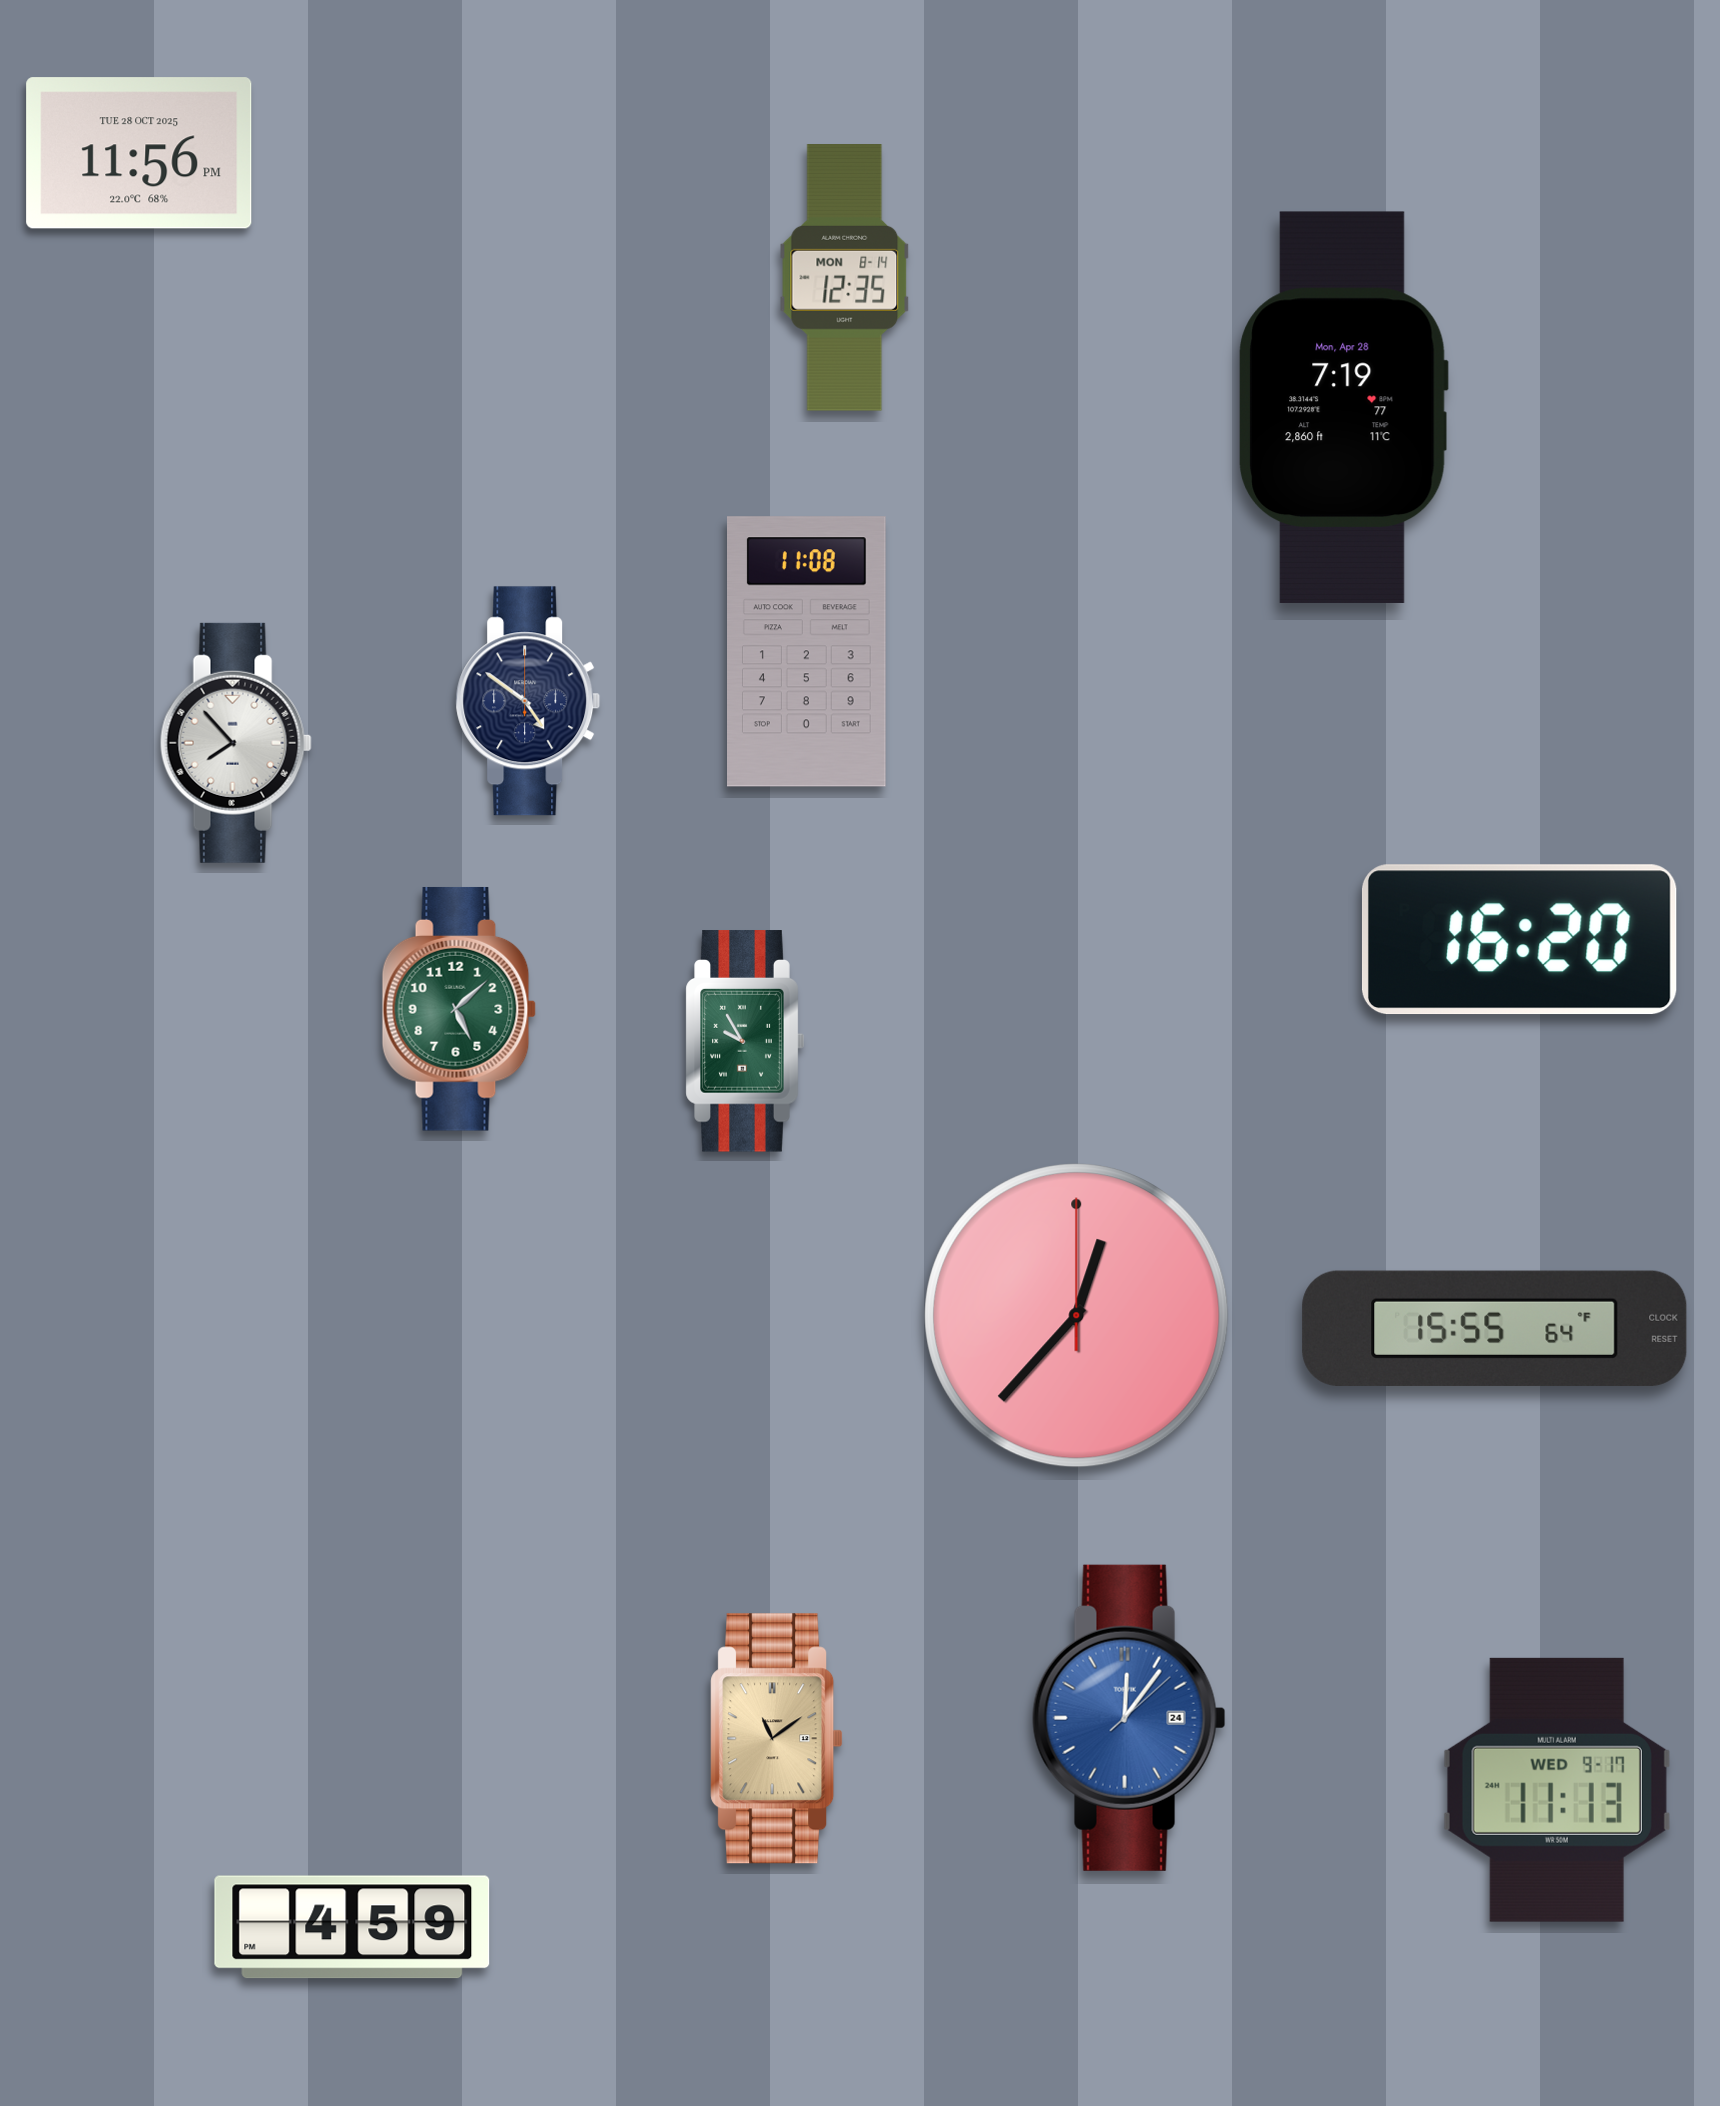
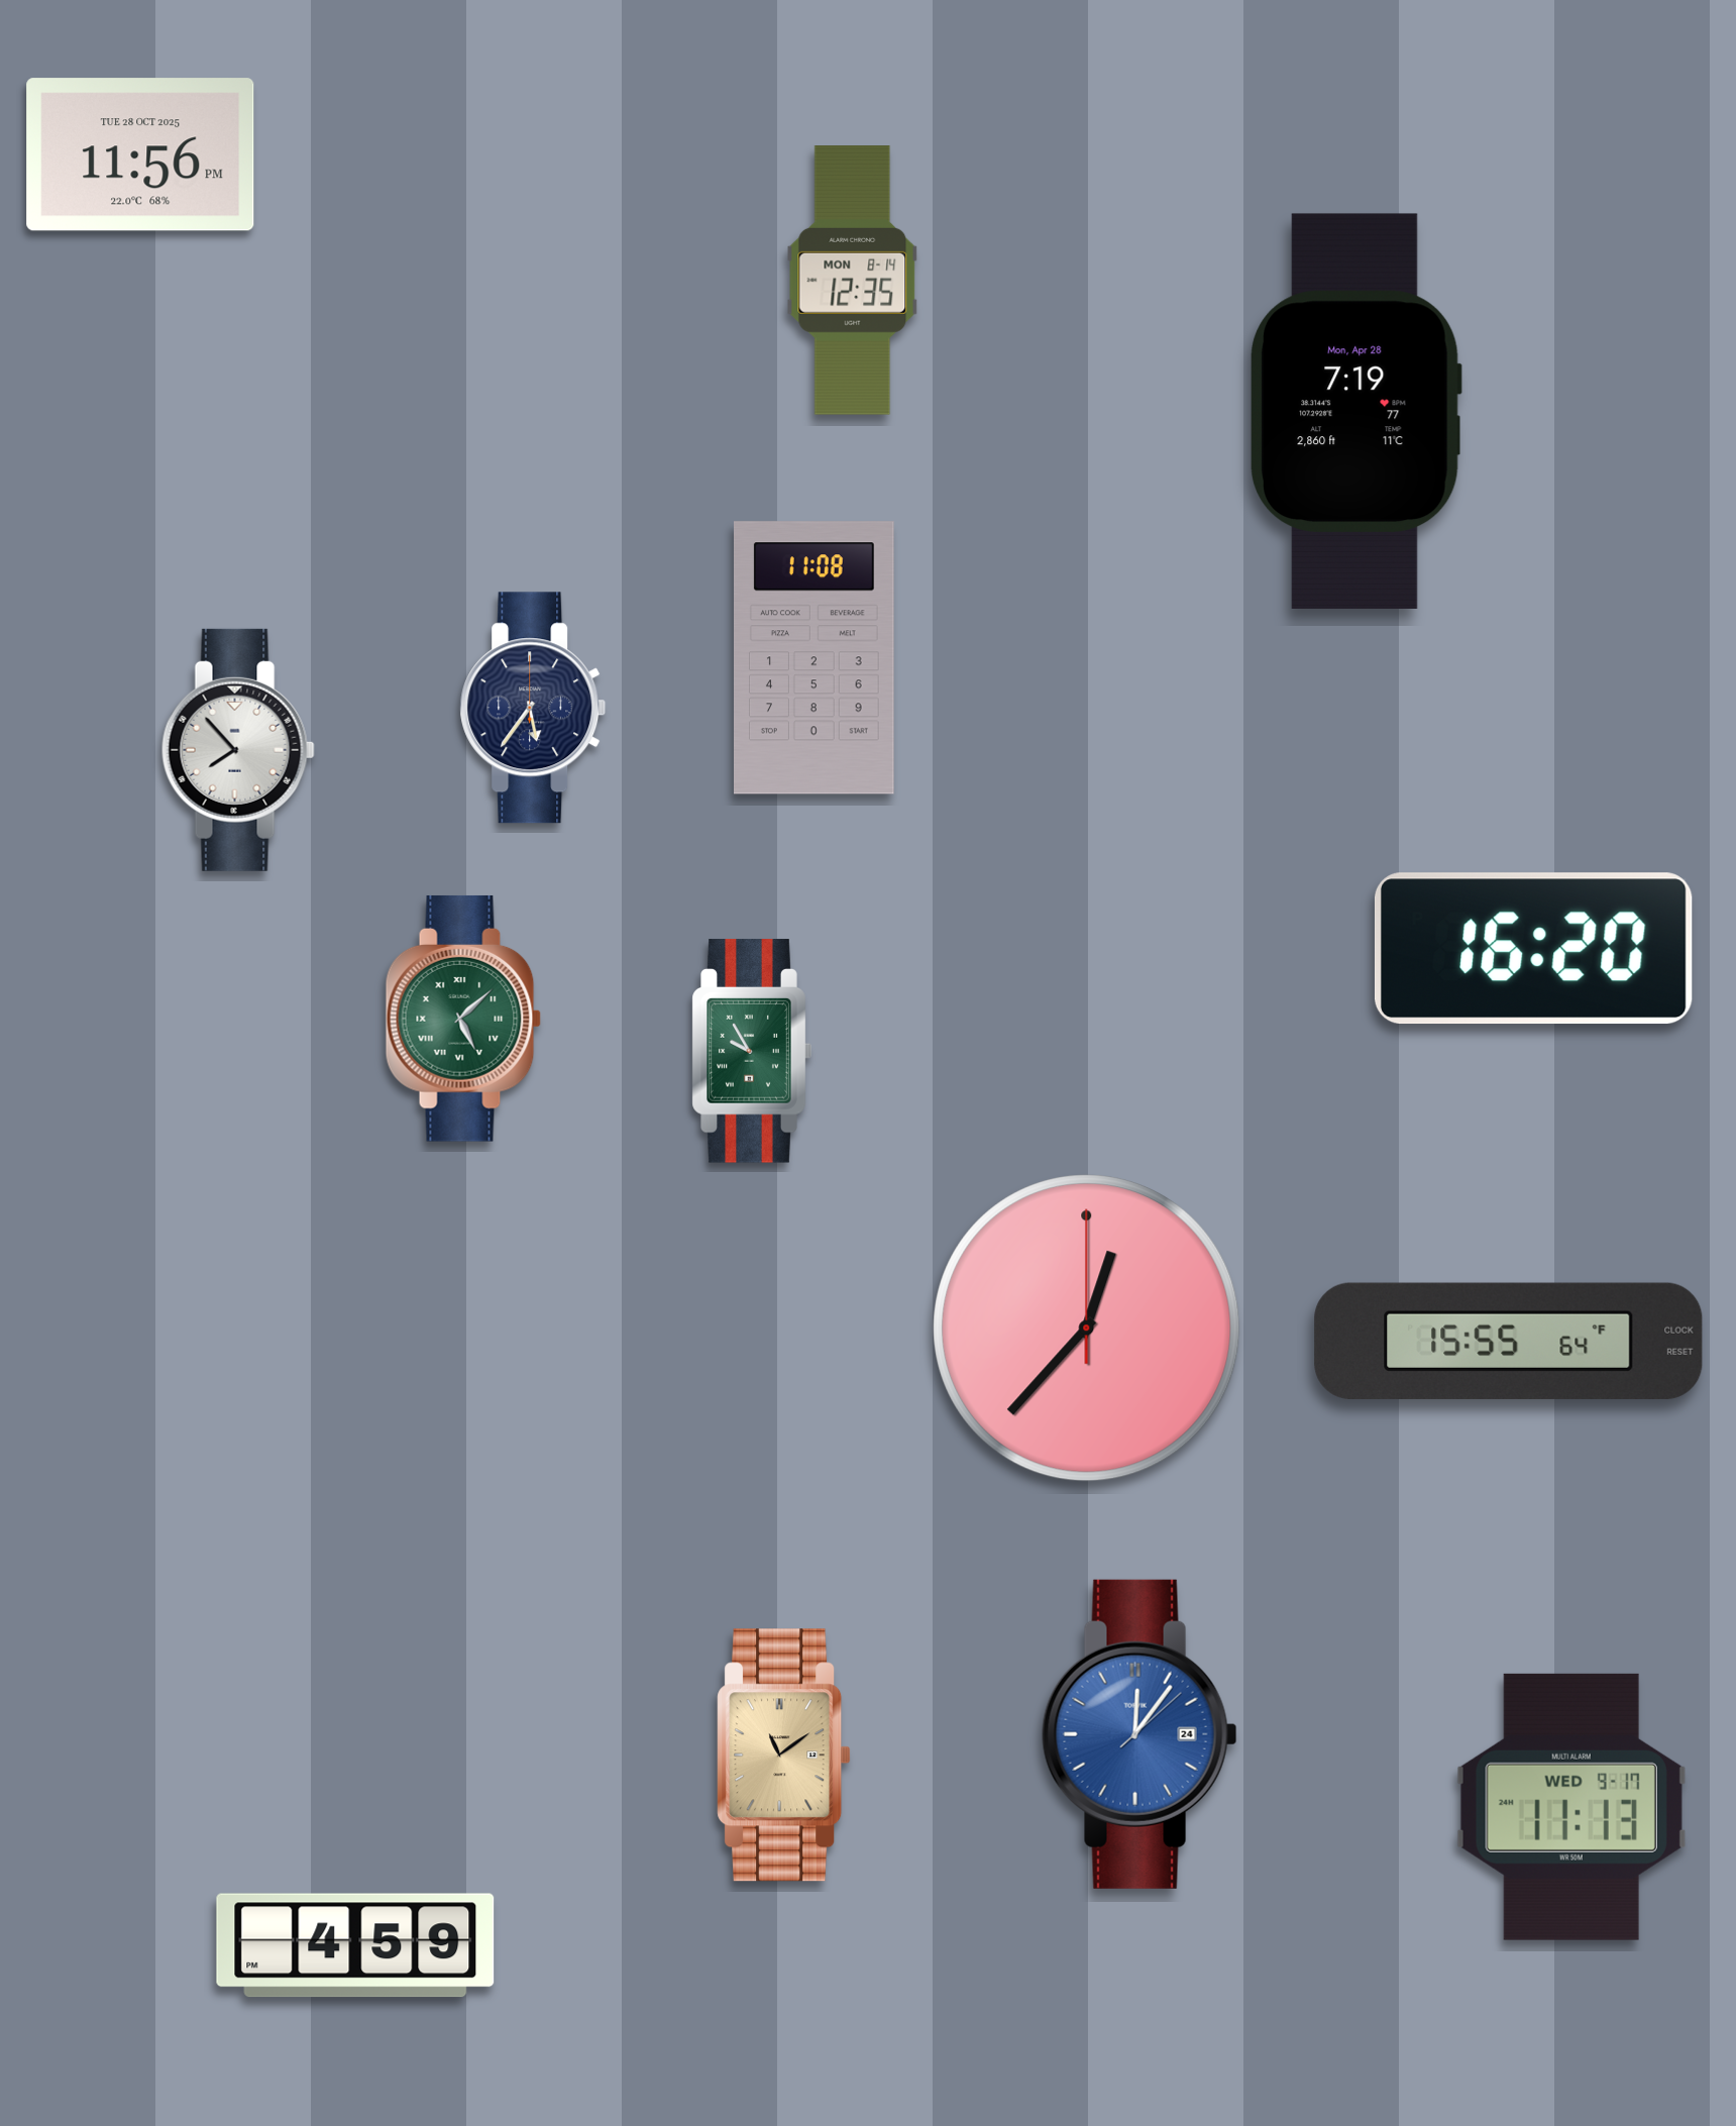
clock at (528, 701): 4:51 -> 5:36
clock at (459, 1009) numerals: Arabic -> Roman
